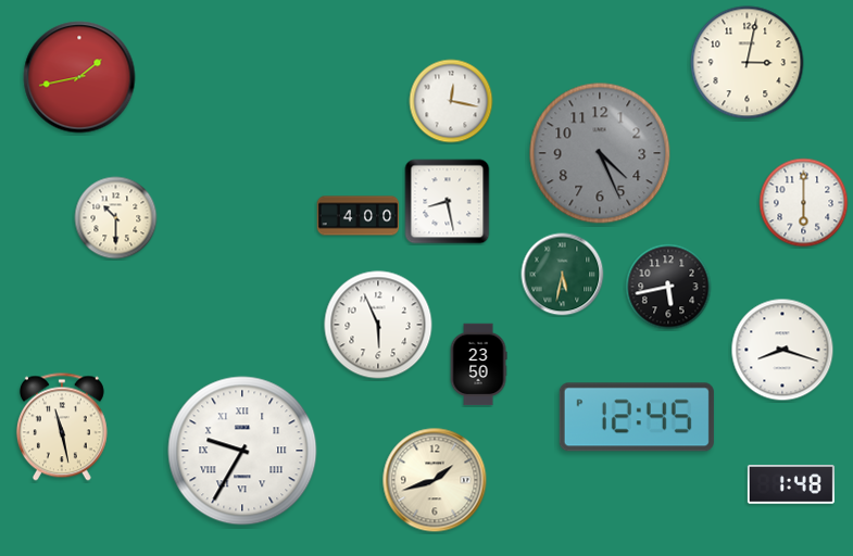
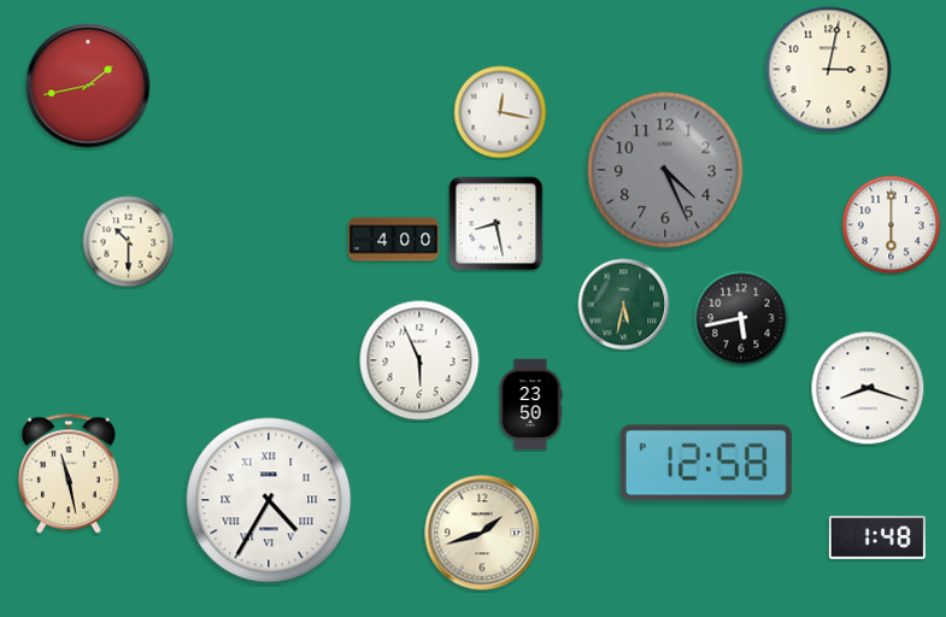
clock at (359, 216) position: (359, 216) -> (394, 240)
clock at (637, 417): 12:45 -> 12:58
clock at (242, 451): 9:35 -> 4:35
